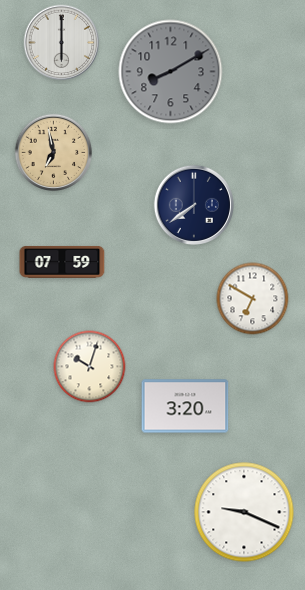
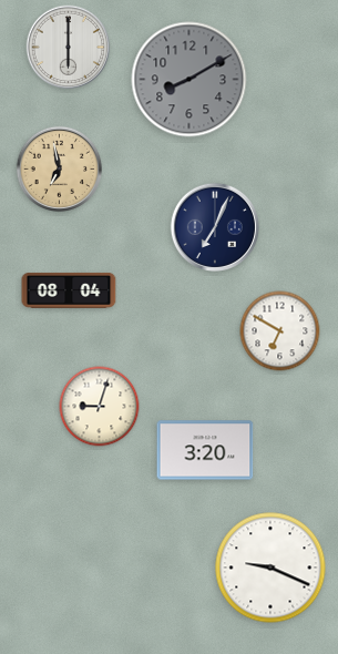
clock at (194, 205): 7:39 -> 7:04
clock at (62, 262): 07:59 -> 08:04
clock at (90, 367): 10:03 -> 9:03
